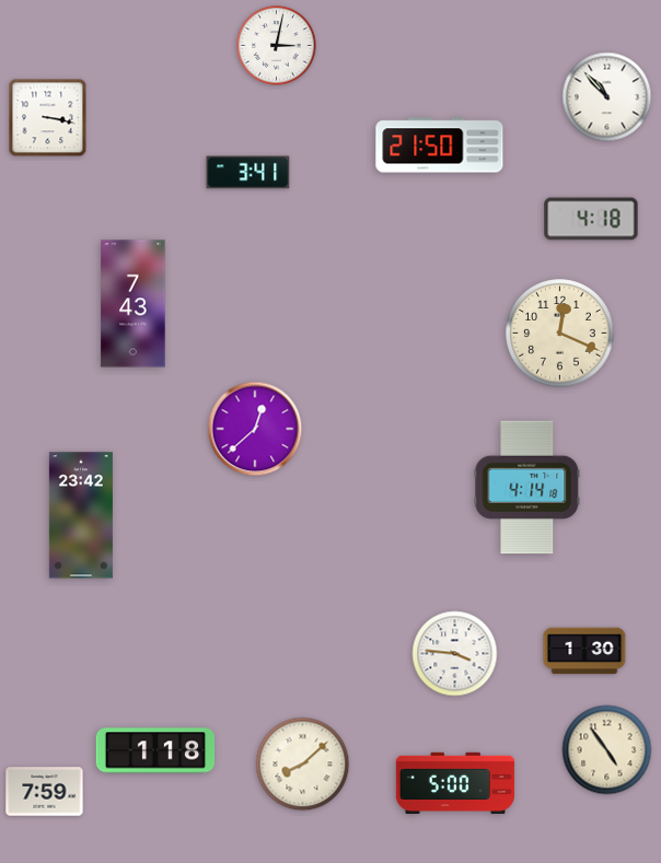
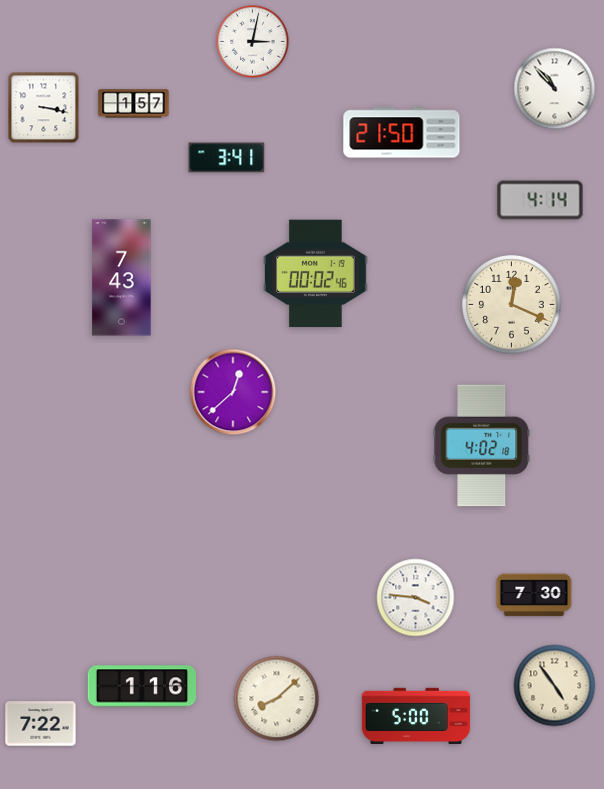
clock at (134, 104): none -> 1:57
clock at (591, 219): 4:18 -> 4:14
clock at (316, 274): none -> 00:02
clock at (527, 488): 4:14 -> 4:02
clock at (81, 515): 23:42 -> none
clock at (584, 651): 1:30 -> 7:30
clock at (155, 750): 1:18 -> 1:16
clock at (45, 792): 7:59 -> 7:22
